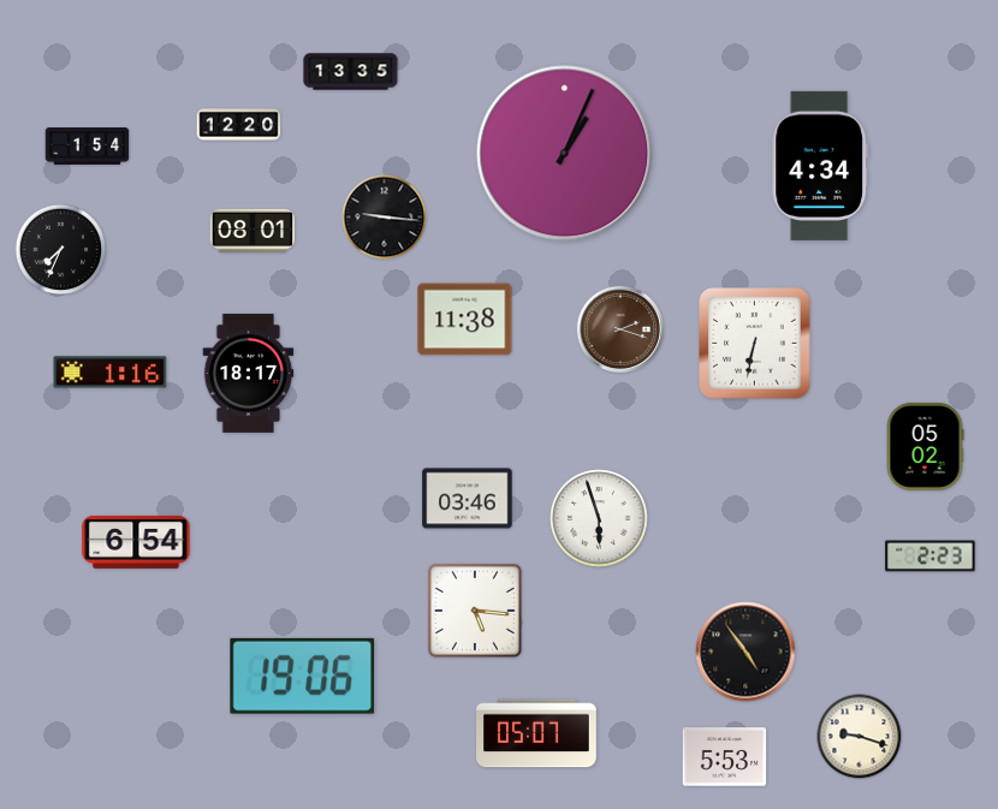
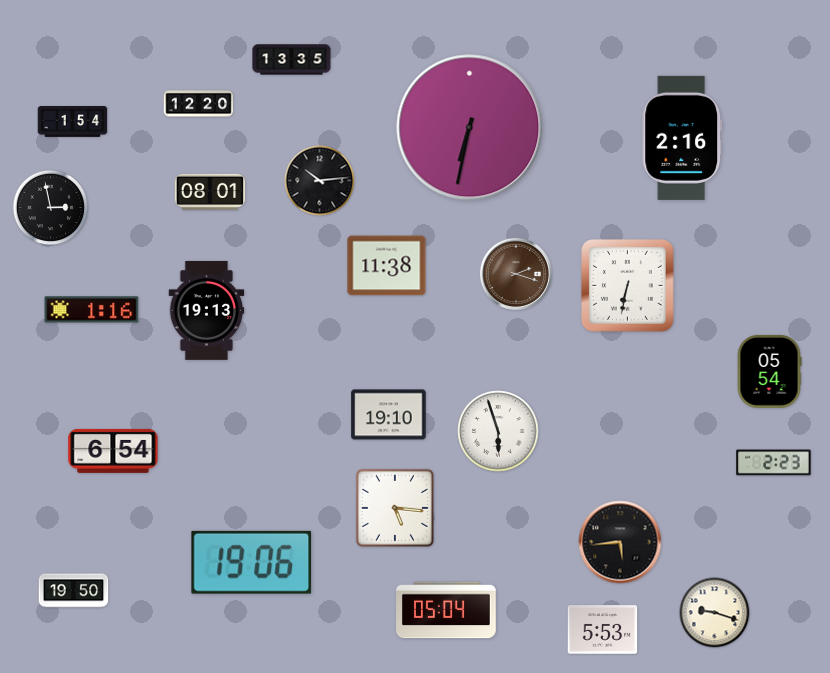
clock at (565, 154): 1:04 -> 6:32
clock at (820, 166): 4:34 -> 2:16
clock at (385, 218): 9:16 -> 10:14
clock at (61, 250): 7:34 -> 2:58
clock at (249, 373): 18:17 -> 19:13
clock at (925, 446): 05:02 -> 05:54
clock at (468, 499): 03:46 -> 19:10
clock at (745, 652): 4:54 -> 5:44
clock at (74, 591): none -> 19:50
clock at (536, 733): 05:07 -> 05:04
